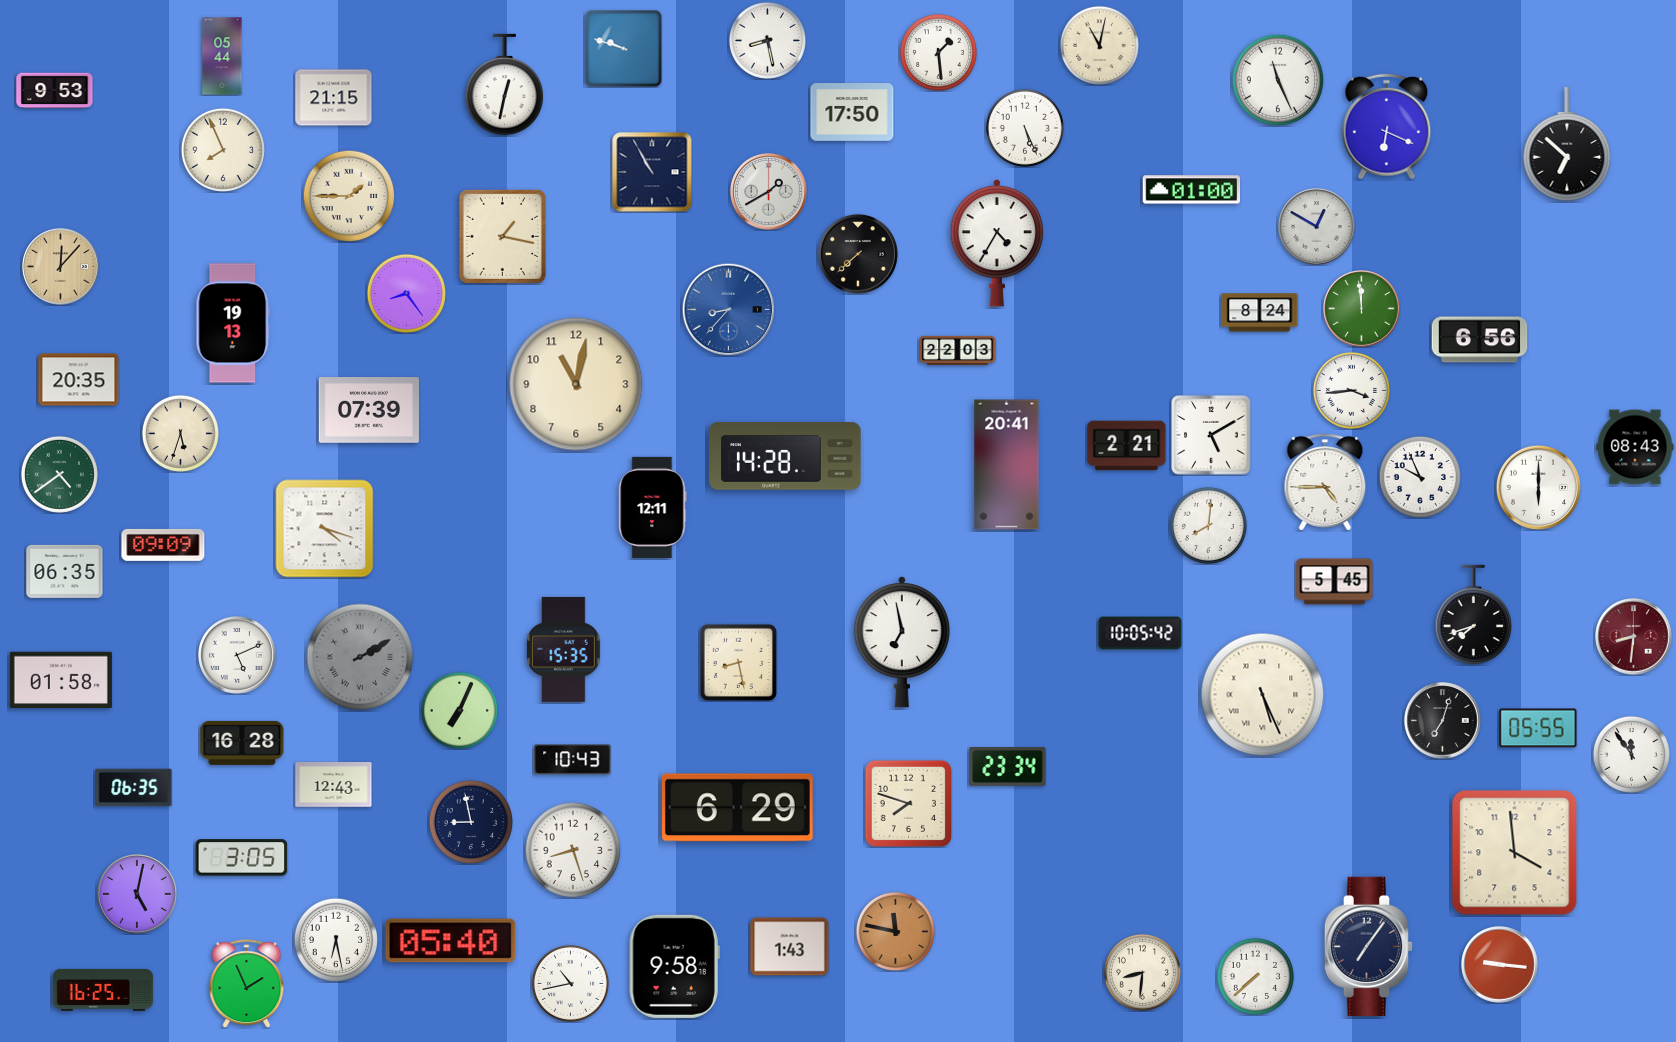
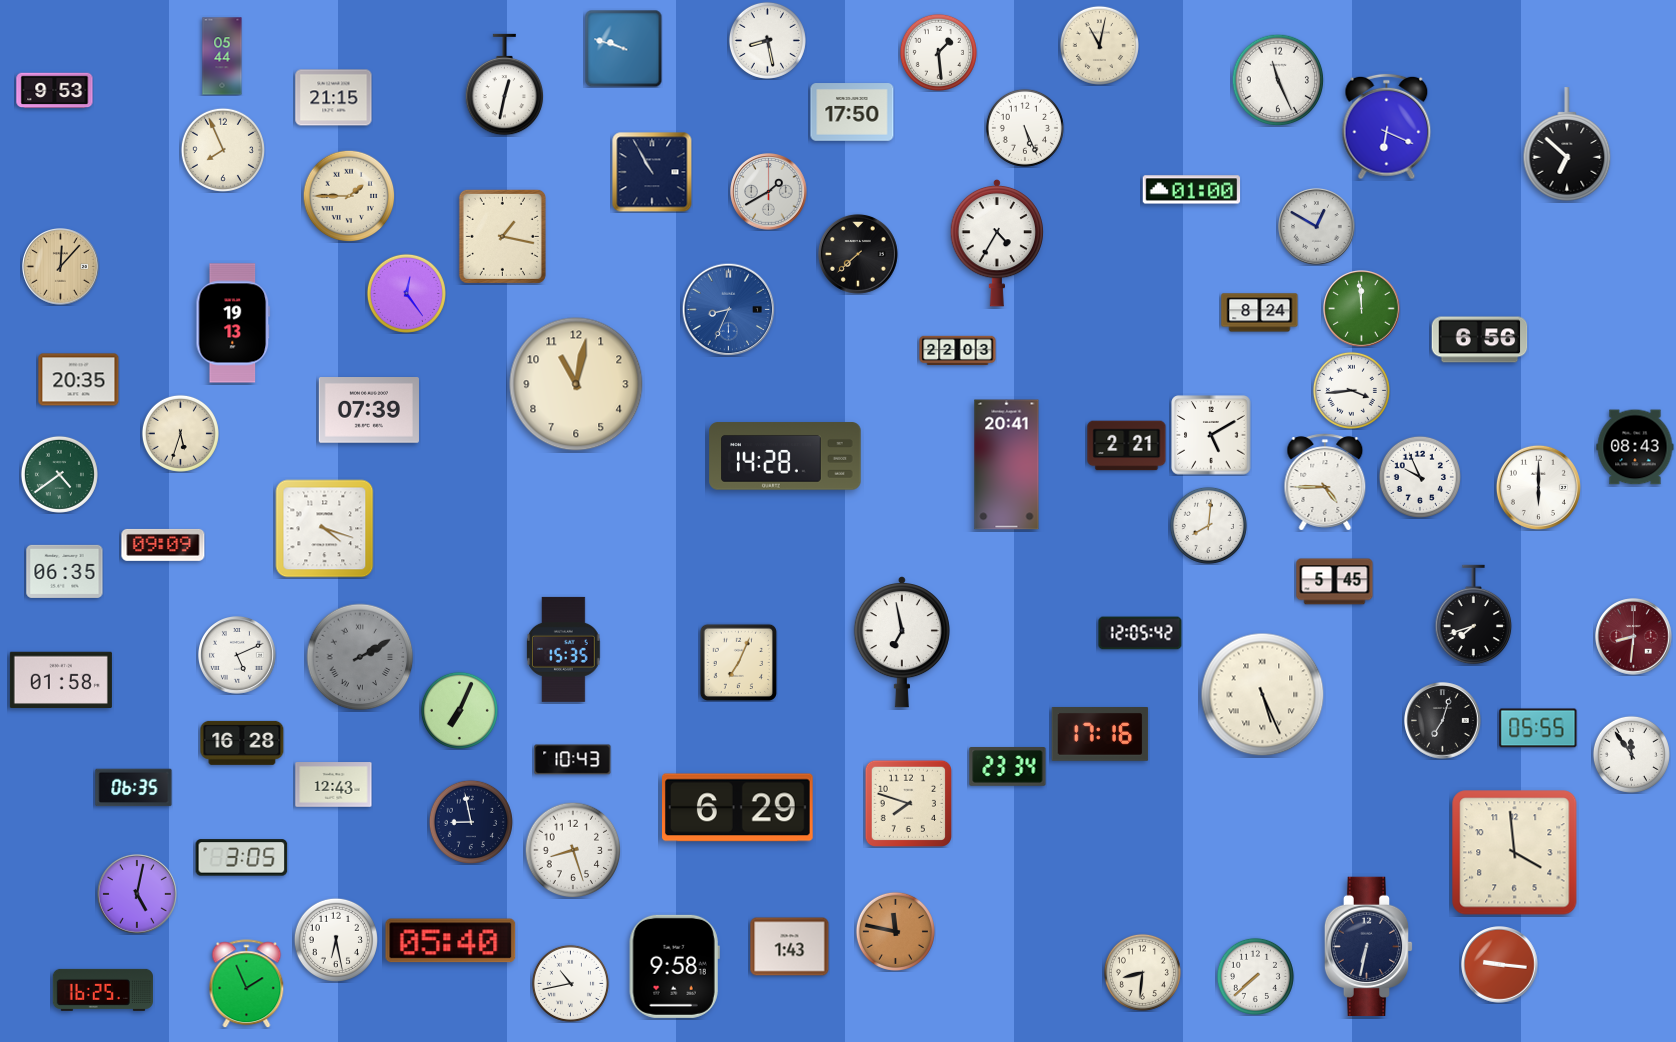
clock at (406, 293): 8:24 -> 12:24
clock at (728, 309): 8:37 -> 8:34
clock at (653, 507): 12:11 -> none
clock at (1140, 633): 10:05 -> 12:05
clock at (738, 662): 8:28 -> 7:04
clock at (1100, 735): none -> 17:16
clock at (1369, 946): 7:06 -> 6:32
